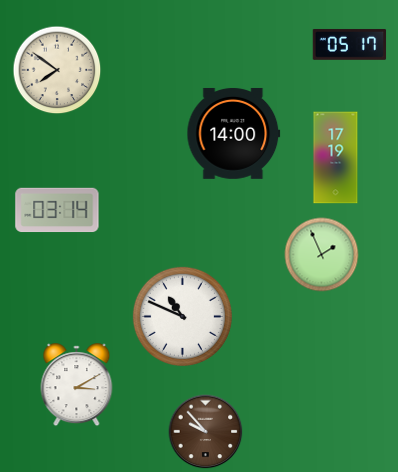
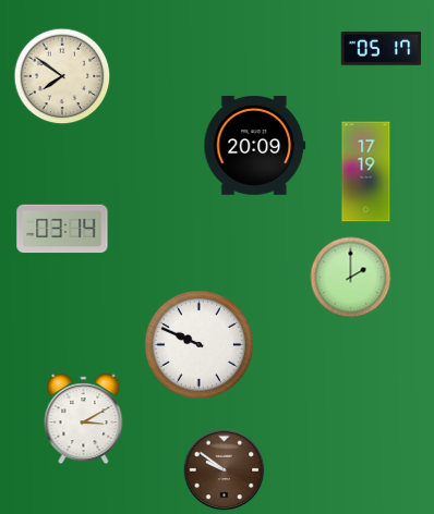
clock at (234, 133): 14:00 -> 20:09
clock at (322, 255): 1:56 -> 2:00
clock at (182, 316): 10:49 -> 9:49
clock at (206, 432): 9:53 -> 9:51
